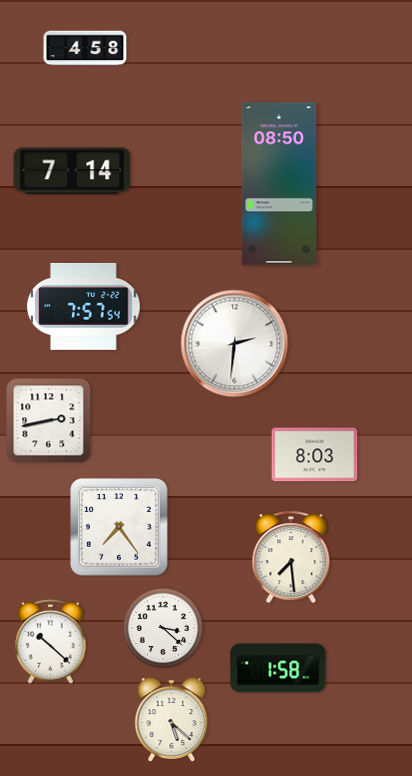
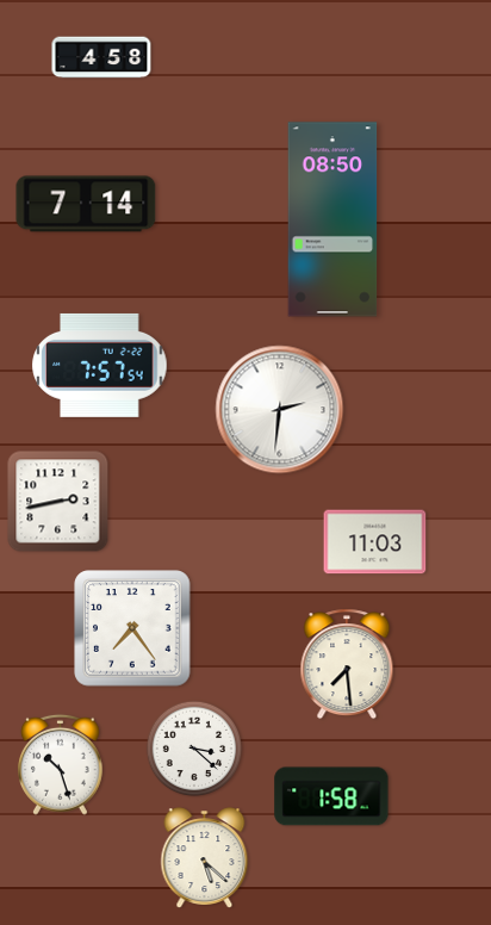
clock at (315, 455): 8:03 -> 11:03
clock at (119, 527) position: (119, 527) -> (132, 628)
clock at (51, 641): 10:22 -> 10:27
